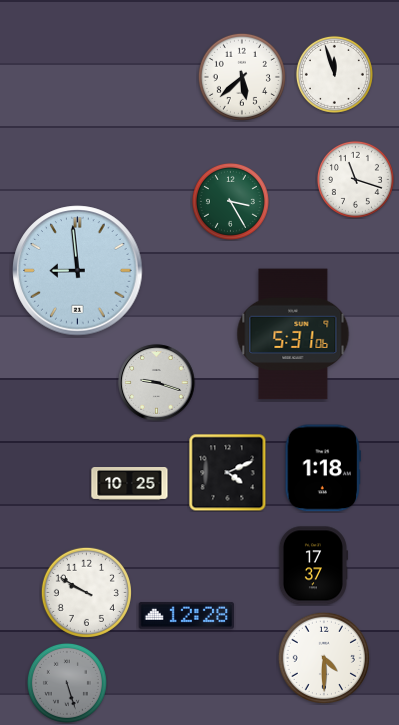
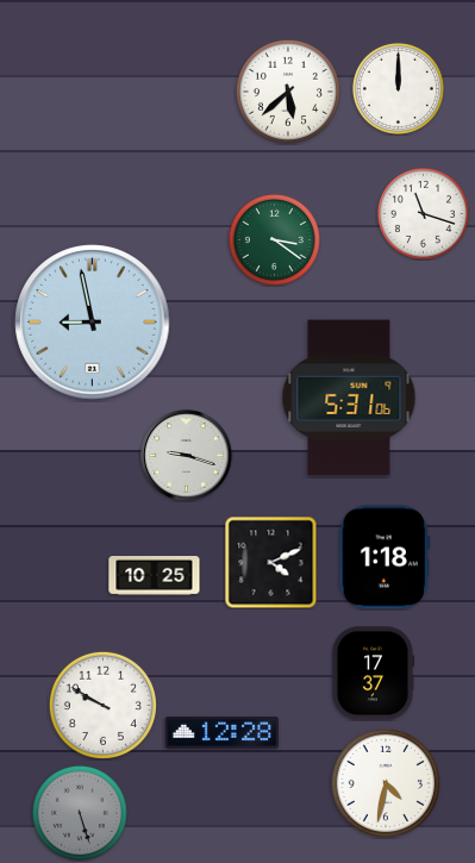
clock at (334, 74): 11:57 -> 12:00
clock at (230, 201): 3:25 -> 3:21
clock at (78, 271): 8:59 -> 8:58
clock at (324, 658): 4:30 -> 4:32
